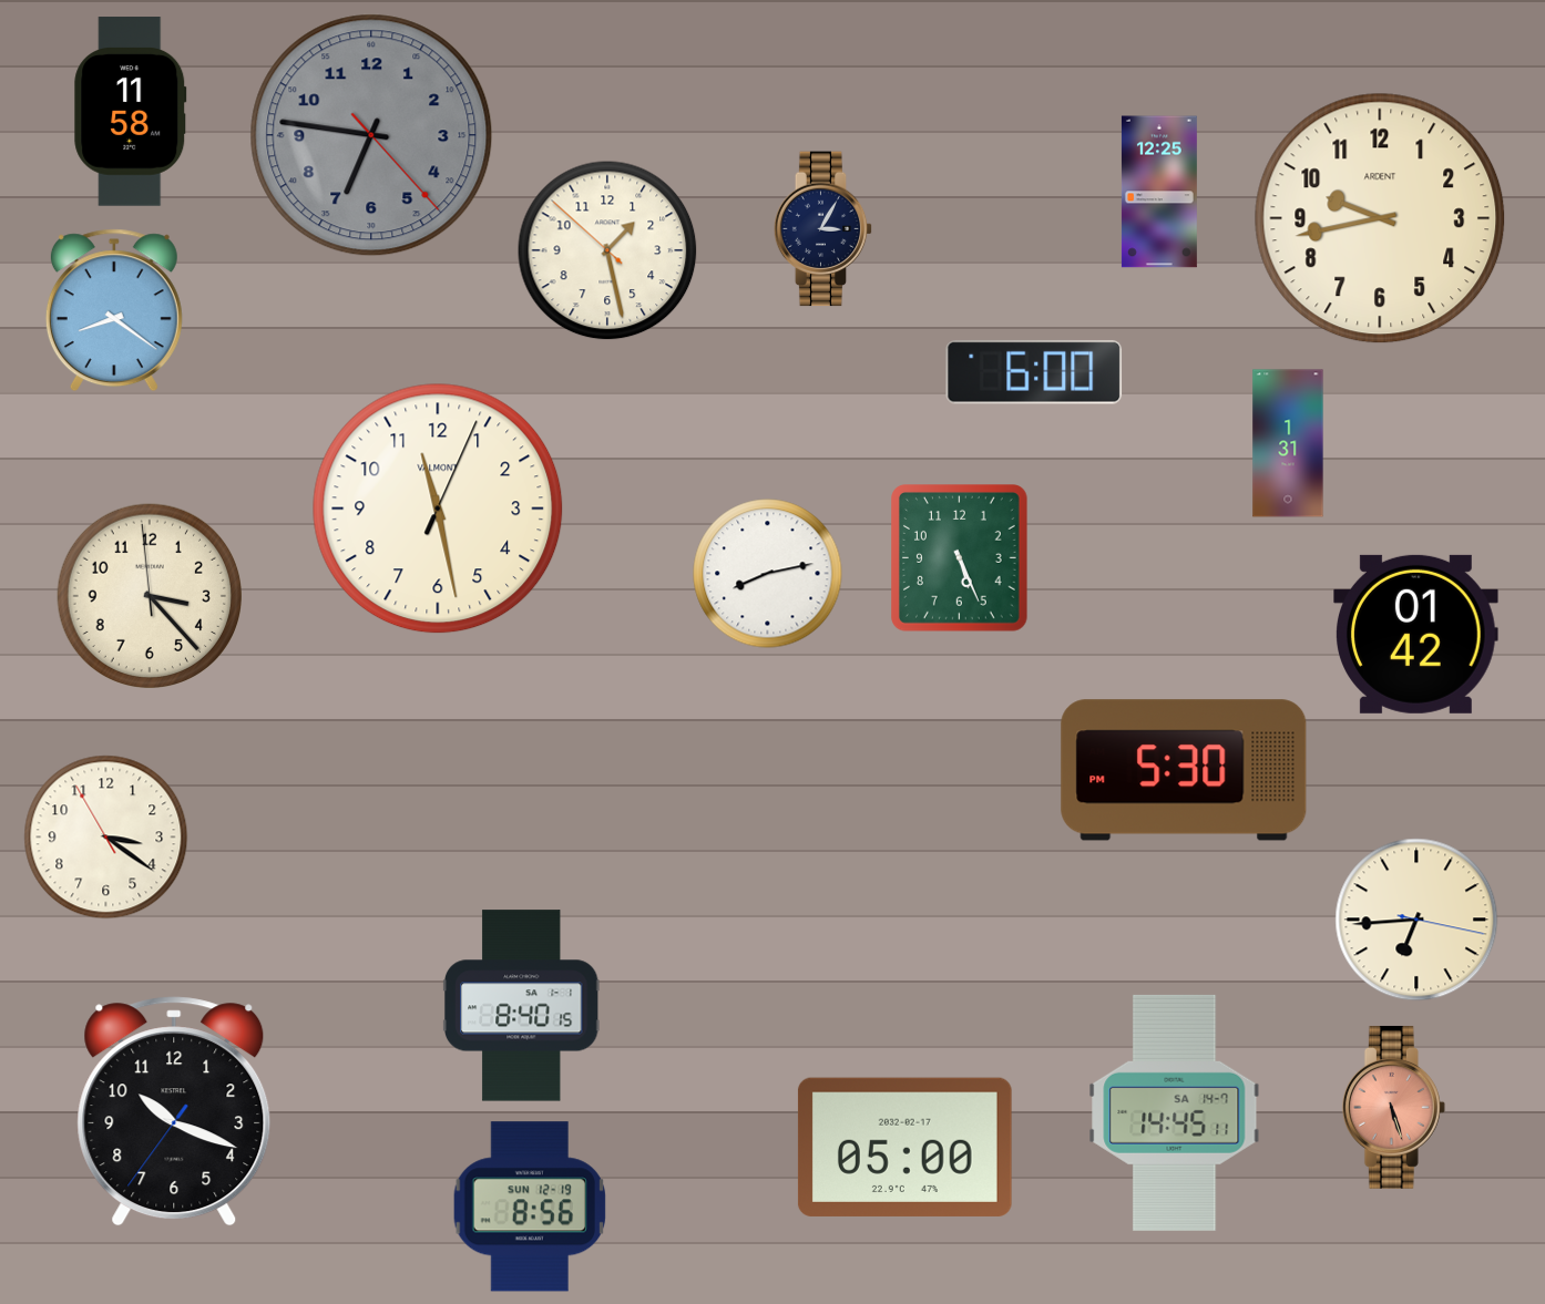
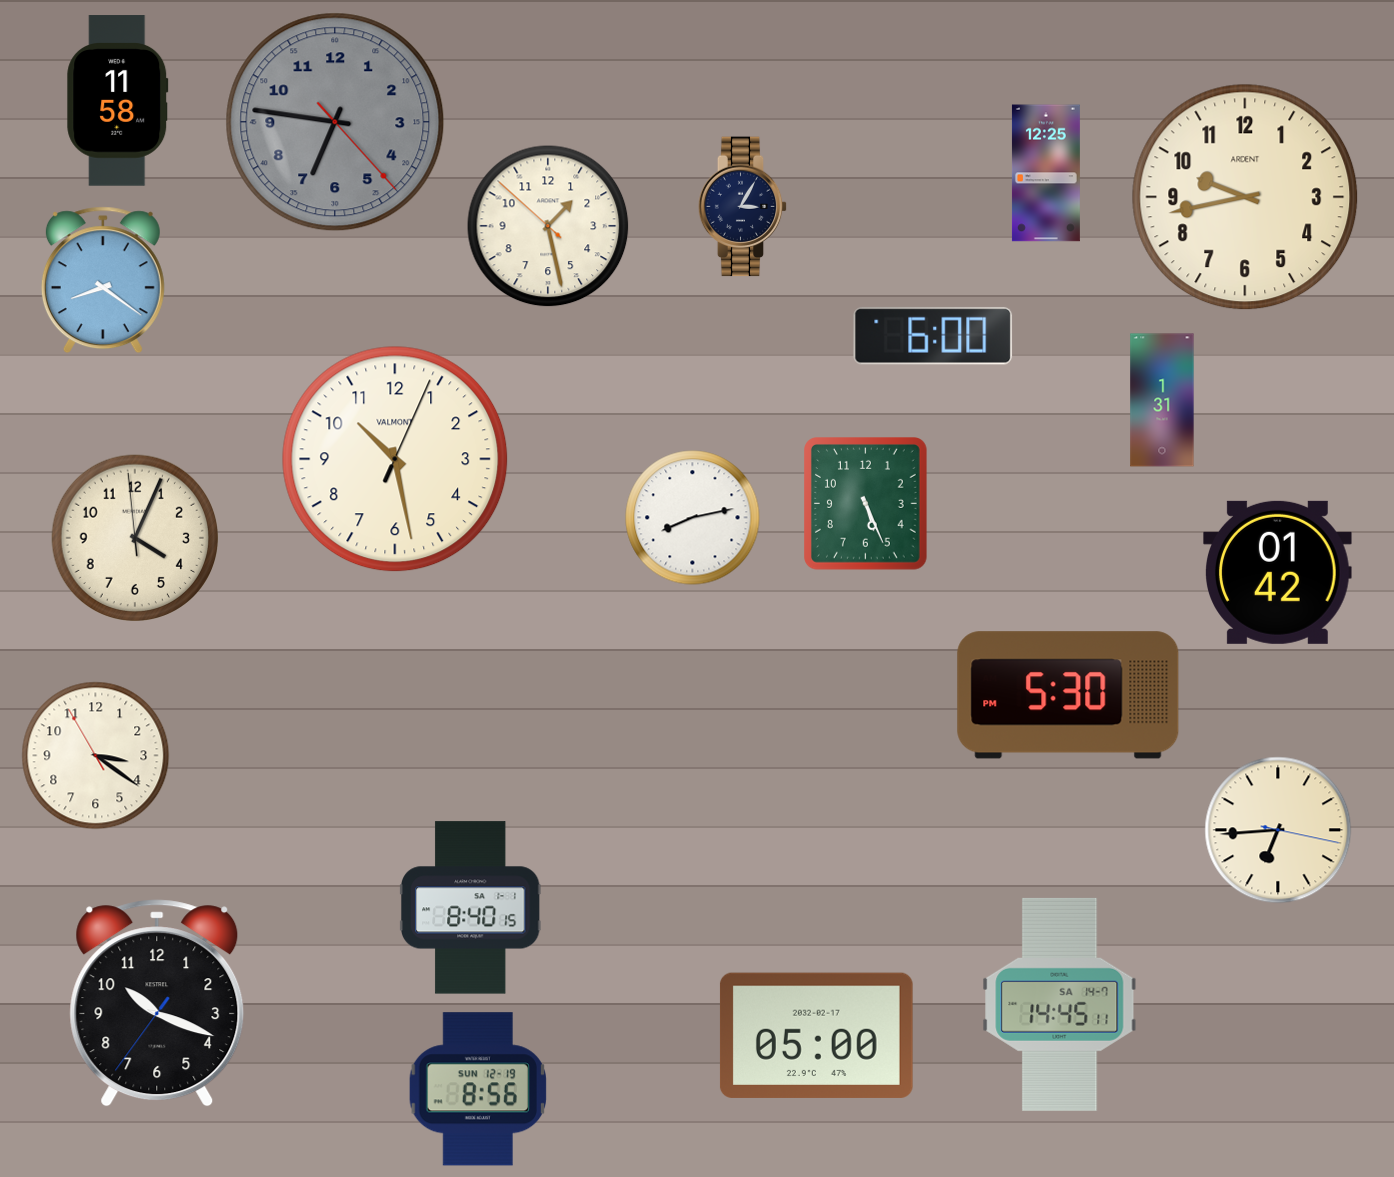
clock at (438, 509): 11:28 -> 10:28
clock at (149, 595): 3:22 -> 4:03
clock at (1393, 1107): 5:27 -> none
